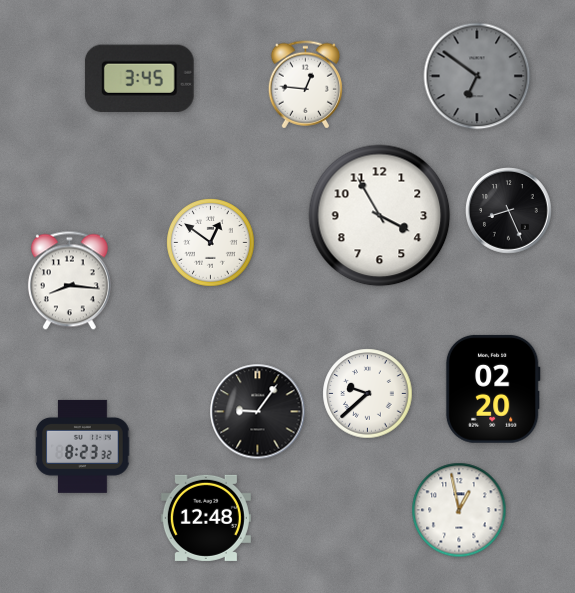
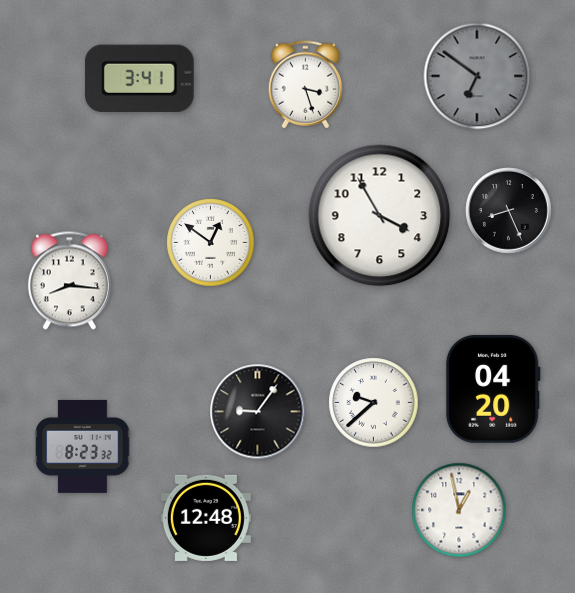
clock at (139, 78): 3:45 -> 3:41
clock at (305, 85): 12:46 -> 3:27
clock at (493, 389): 02:20 -> 04:20
clock at (368, 394) position: (368, 394) -> (374, 403)
